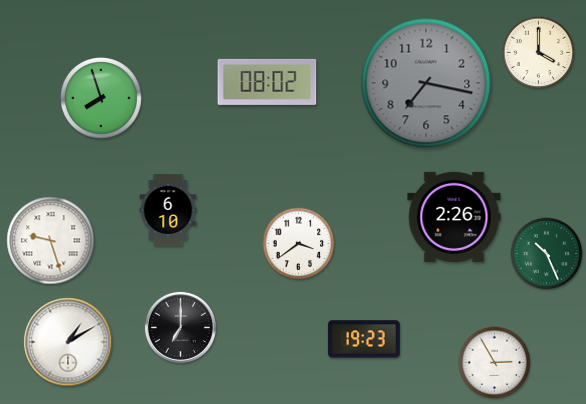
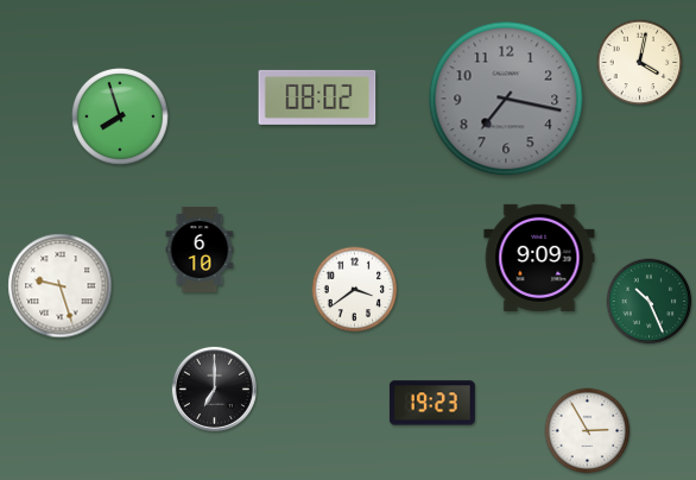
clock at (539, 53): 4:00 -> 4:02
clock at (454, 217): 2:26 -> 9:09
clock at (68, 342): 1:10 -> none
